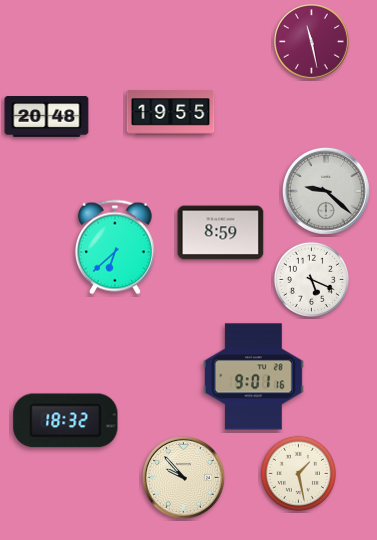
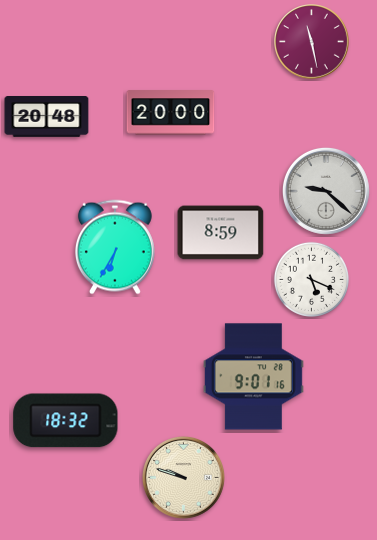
clock at (171, 113): 19:55 -> 20:00
clock at (115, 247): 6:38 -> 6:35
clock at (298, 473): 1:28 -> none
clock at (183, 477): 9:53 -> 9:48
